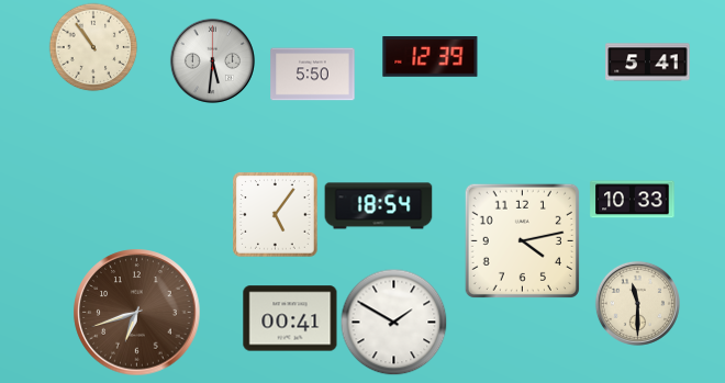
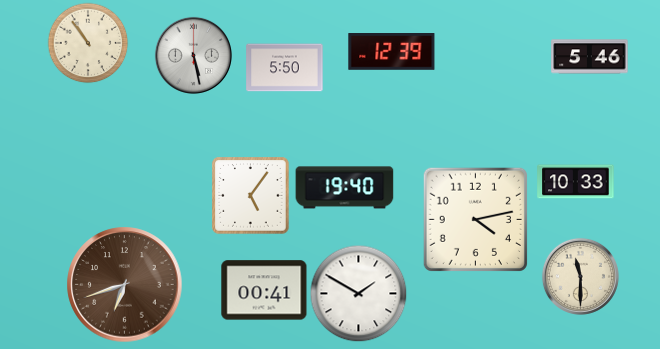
clock at (93, 47) position: (93, 47) -> (88, 43)
clock at (212, 60): 5:31 -> 5:28
clock at (648, 63): 5:41 -> 5:46
clock at (379, 206): 18:54 -> 19:40
